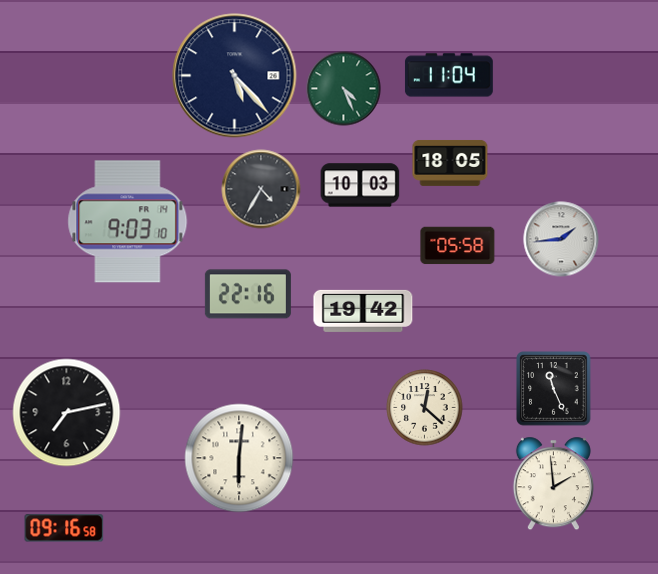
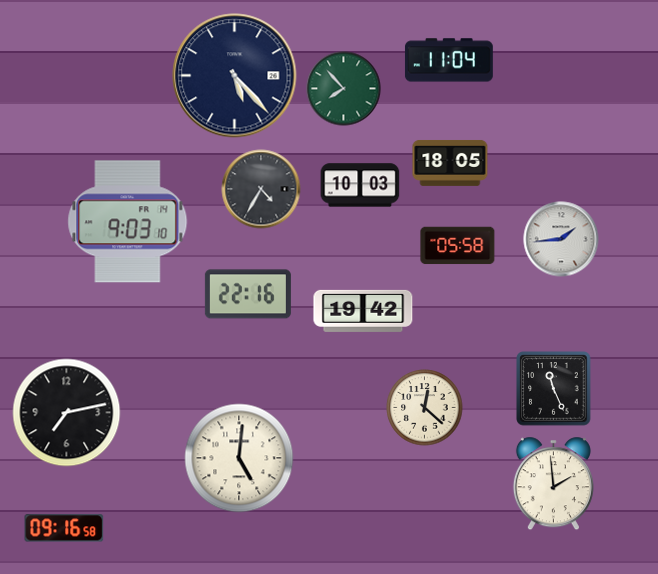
clock at (449, 75) position: (449, 75) -> (449, 60)
clock at (344, 89): 4:26 -> 7:53
clock at (239, 458): 6:01 -> 5:01
